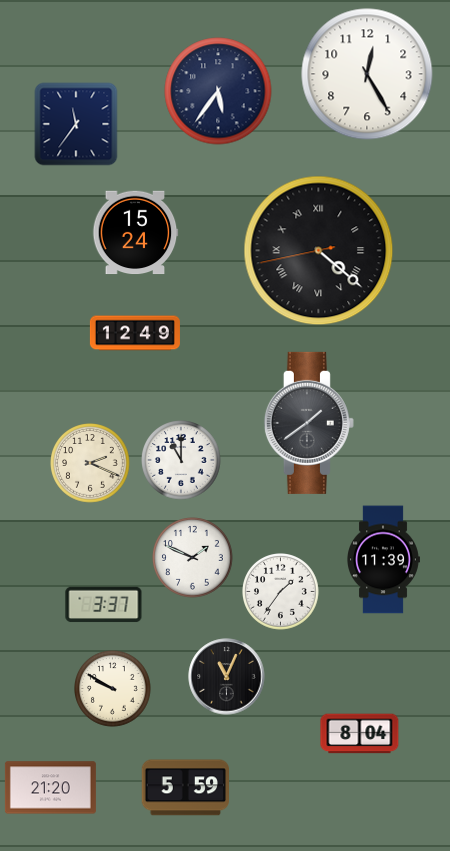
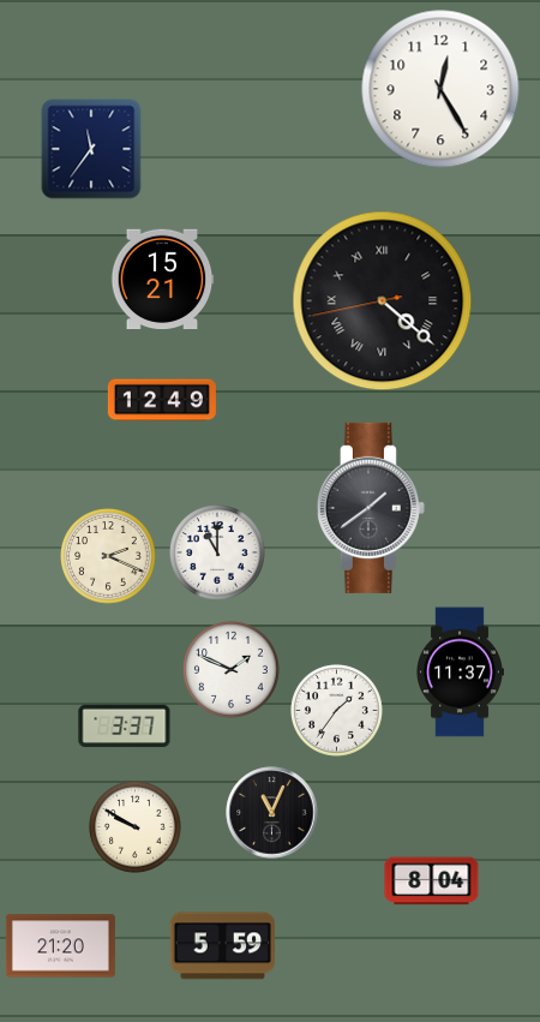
clock at (218, 91): 5:36 -> none
clock at (135, 233): 15:24 -> 15:21
clock at (384, 560): 11:39 -> 11:37
